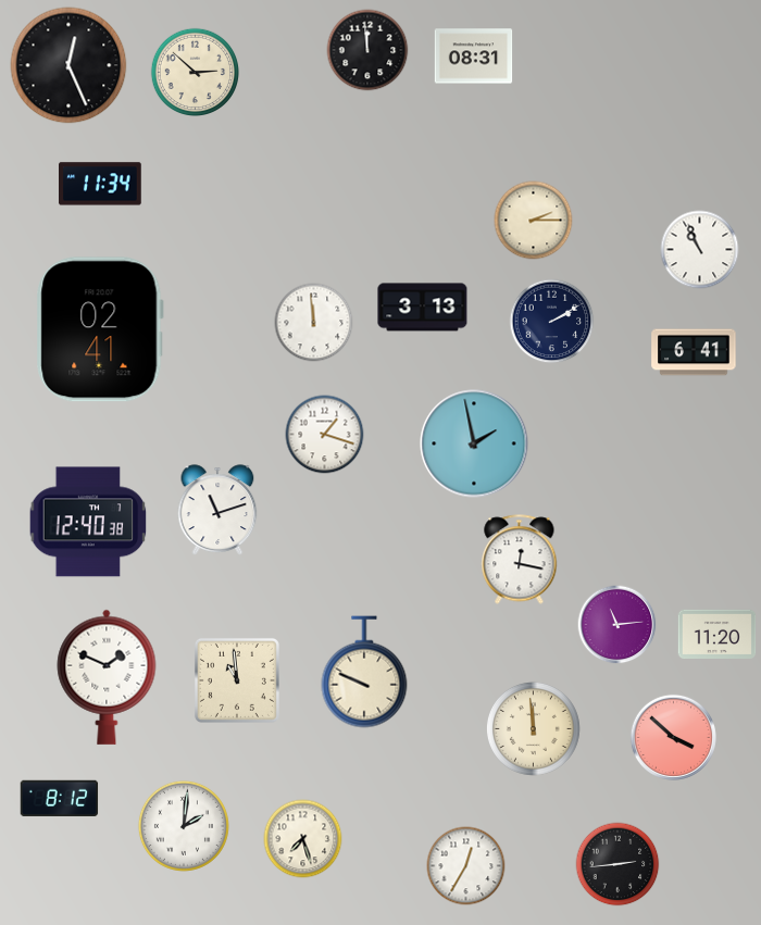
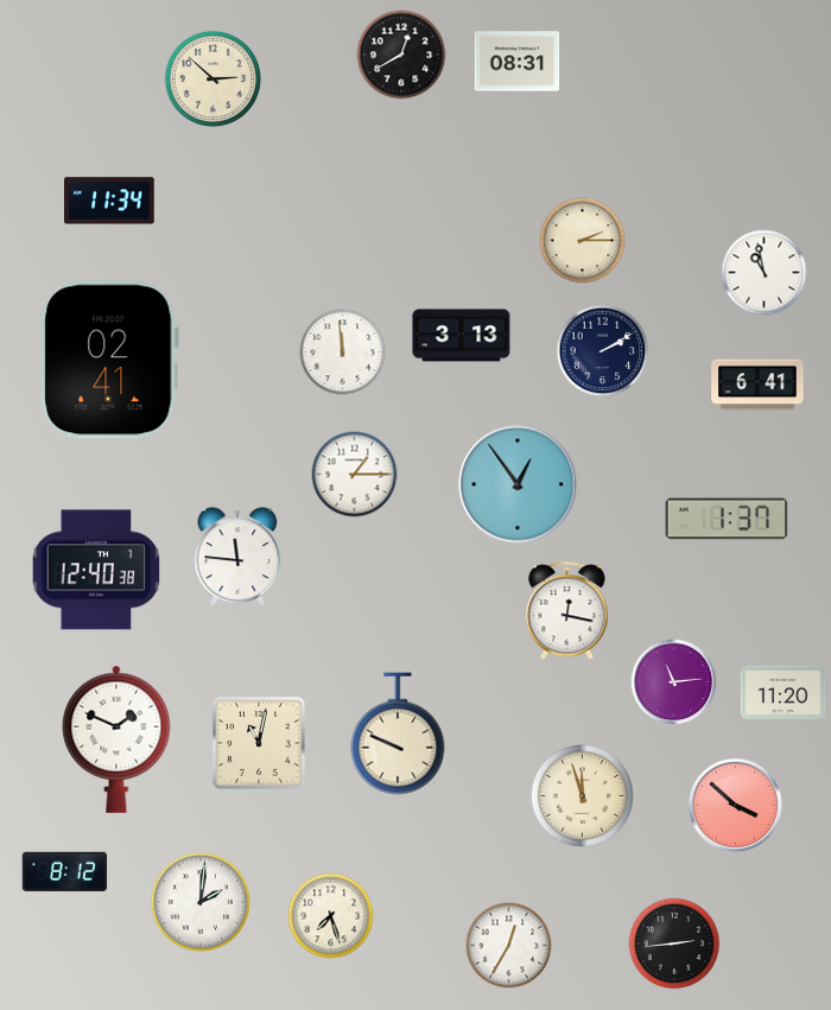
clock at (367, 50): 11:59 -> 12:40
clock at (68, 65): 12:26 -> none
clock at (700, 250): 10:56 -> 10:58
clock at (325, 435): 1:18 -> 1:15
clock at (474, 443): 1:58 -> 12:54
clock at (727, 519): none -> 1:37
clock at (217, 510): 11:12 -> 11:46
clock at (237, 680): 10:59 -> 11:02
clock at (533, 728): 11:59 -> 11:57
